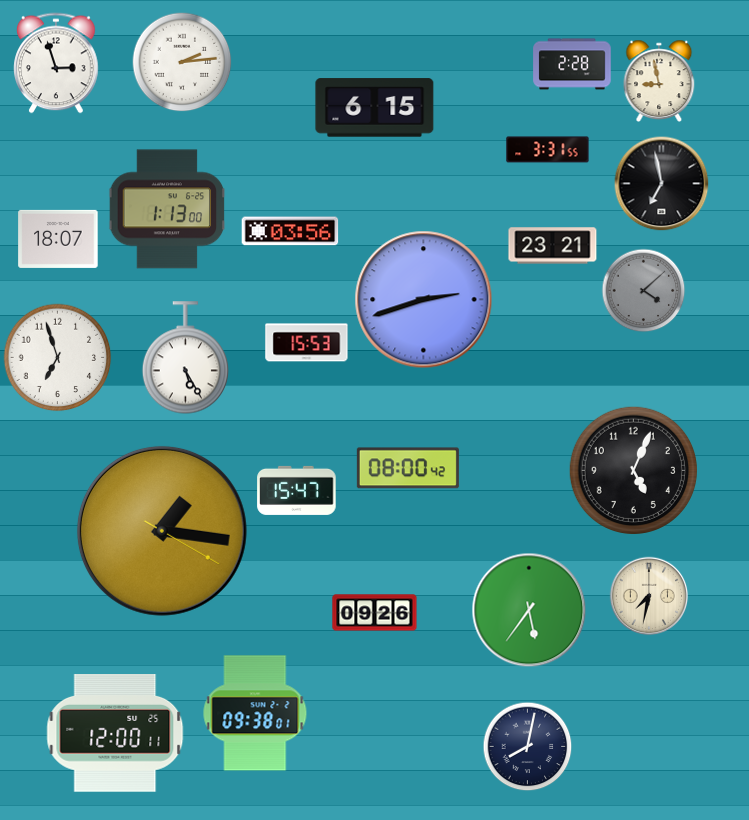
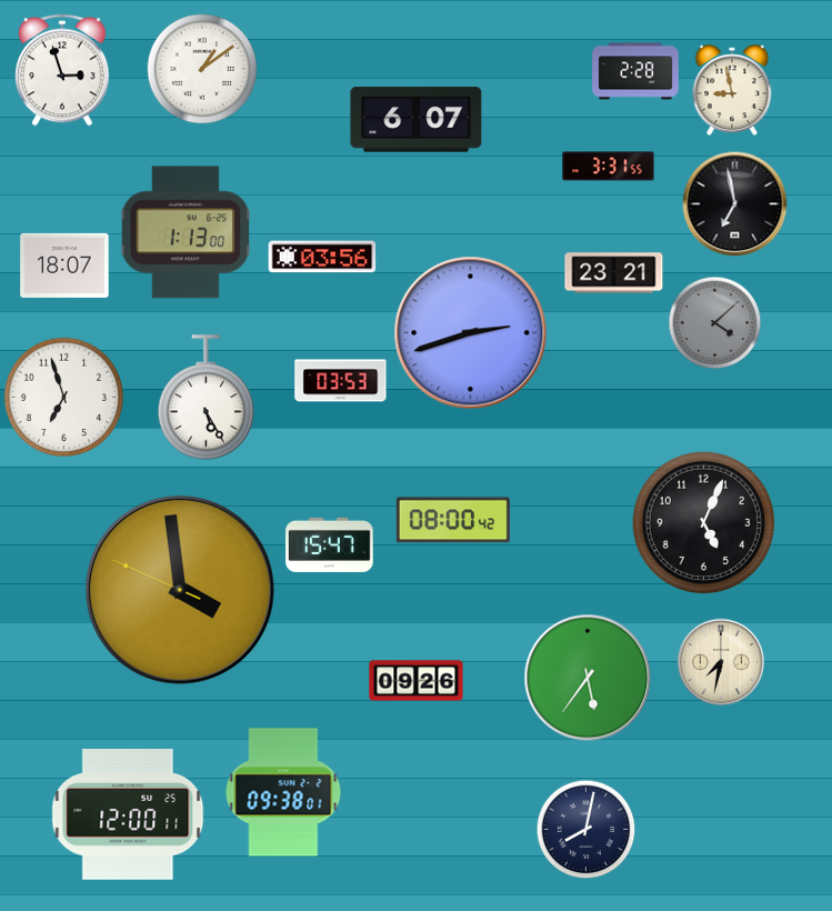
clock at (182, 62): 2:14 -> 1:09
clock at (375, 108): 6:15 -> 6:07
clock at (307, 343): 15:53 -> 03:53
clock at (162, 531): 1:16 -> 3:58
